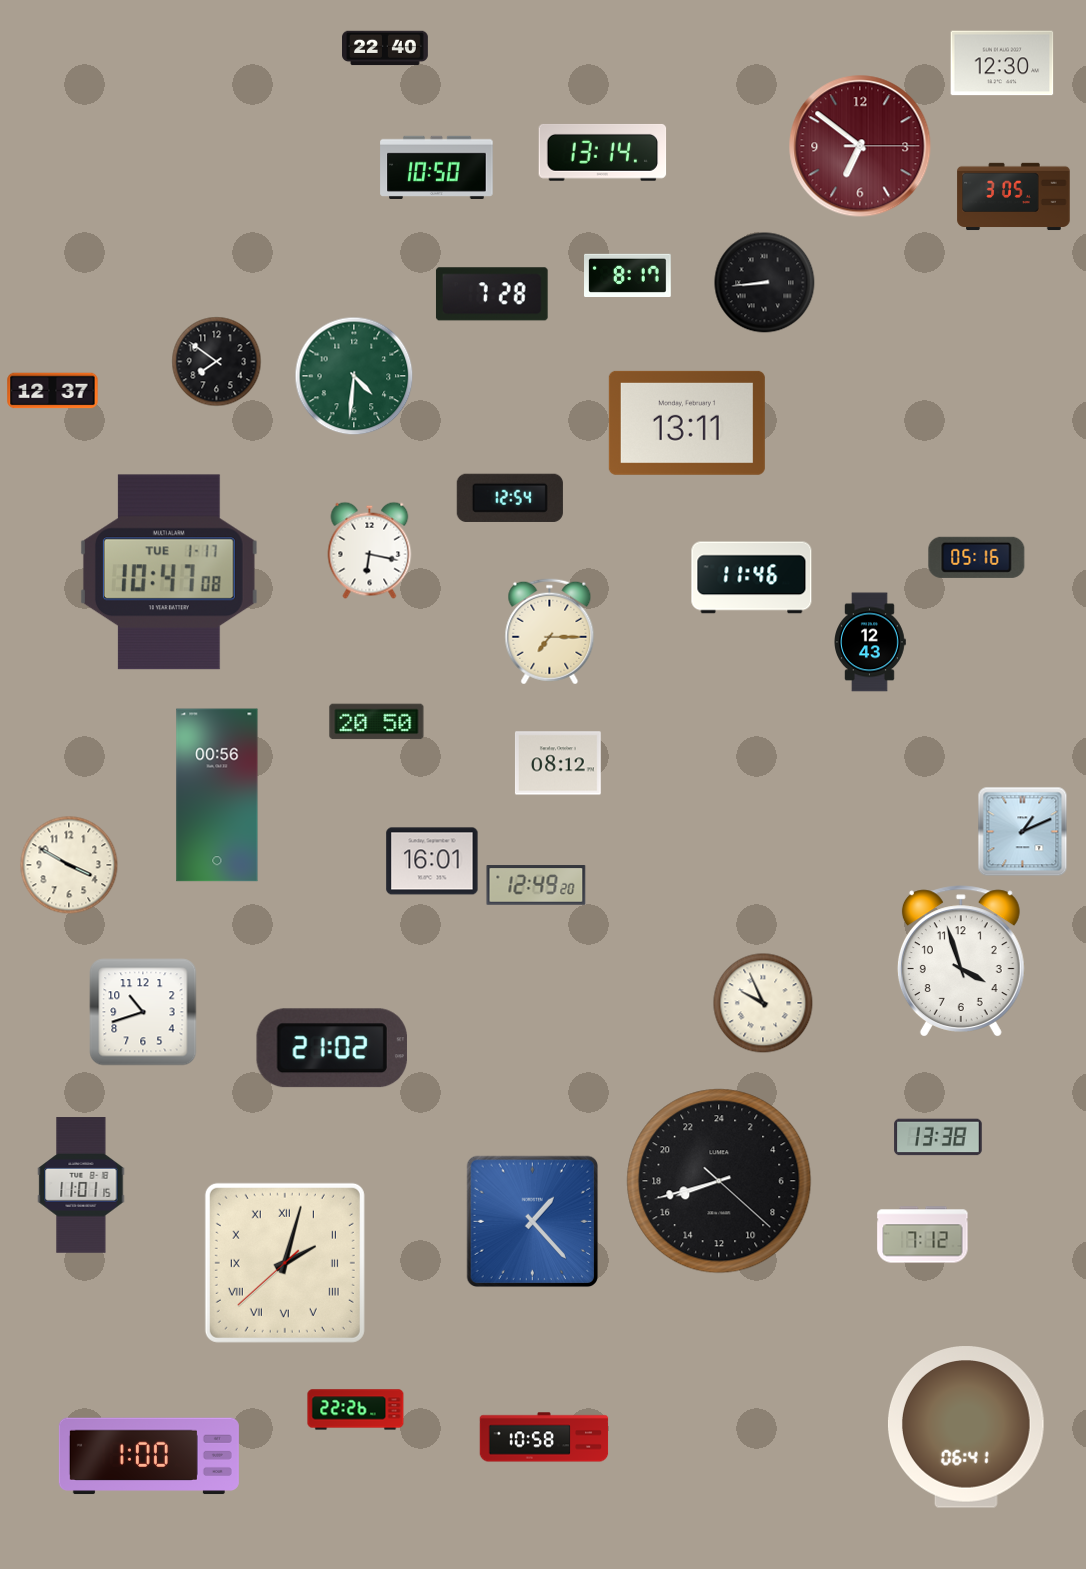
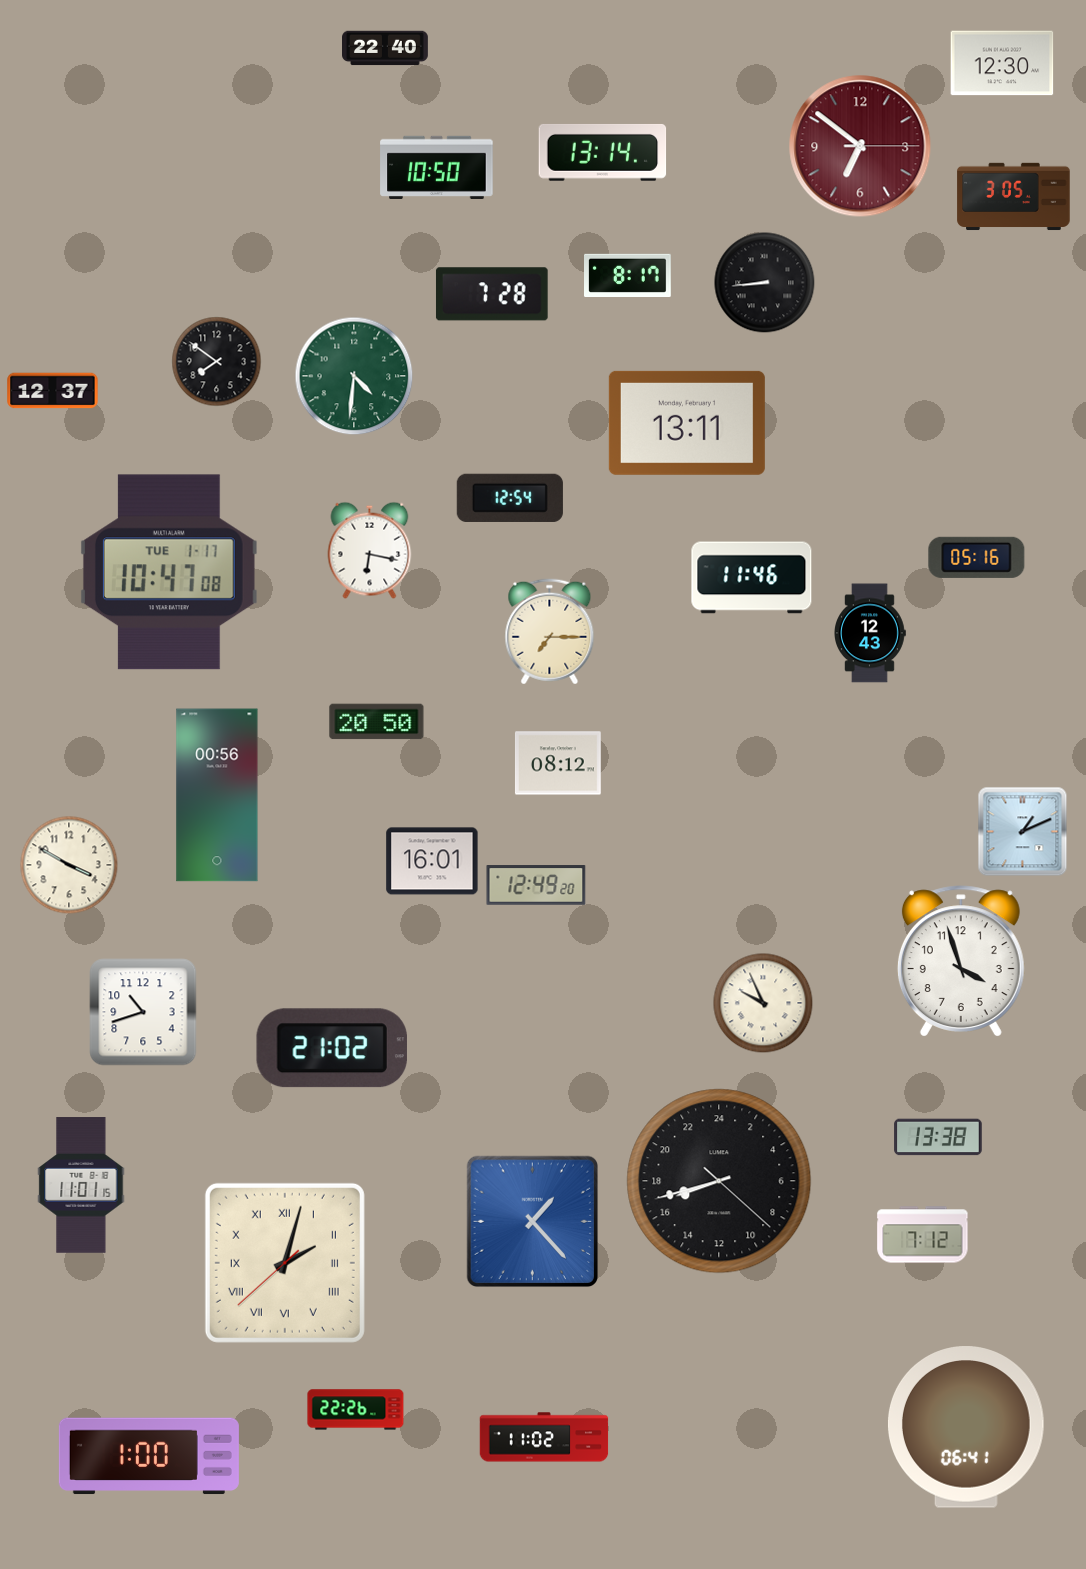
clock at (870, 642) position: (870, 642) -> (870, 633)
clock at (544, 1437): 10:58 -> 11:02
